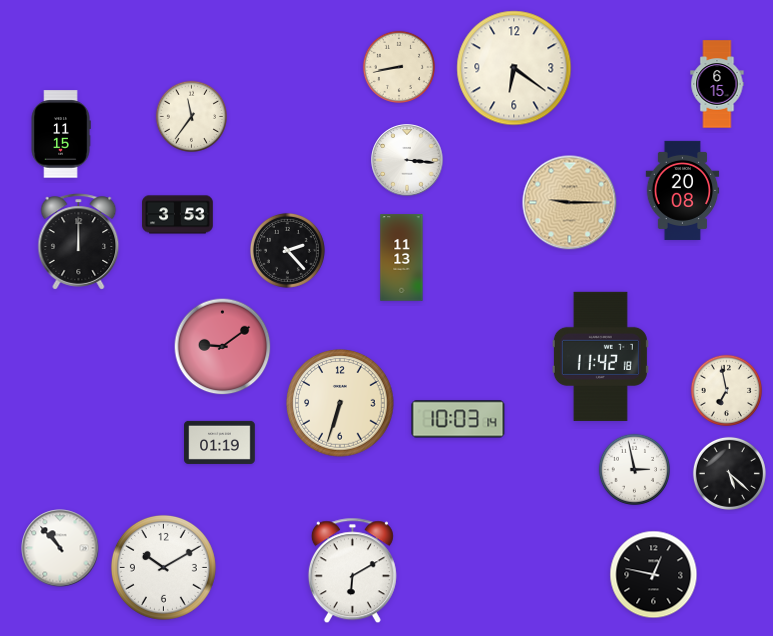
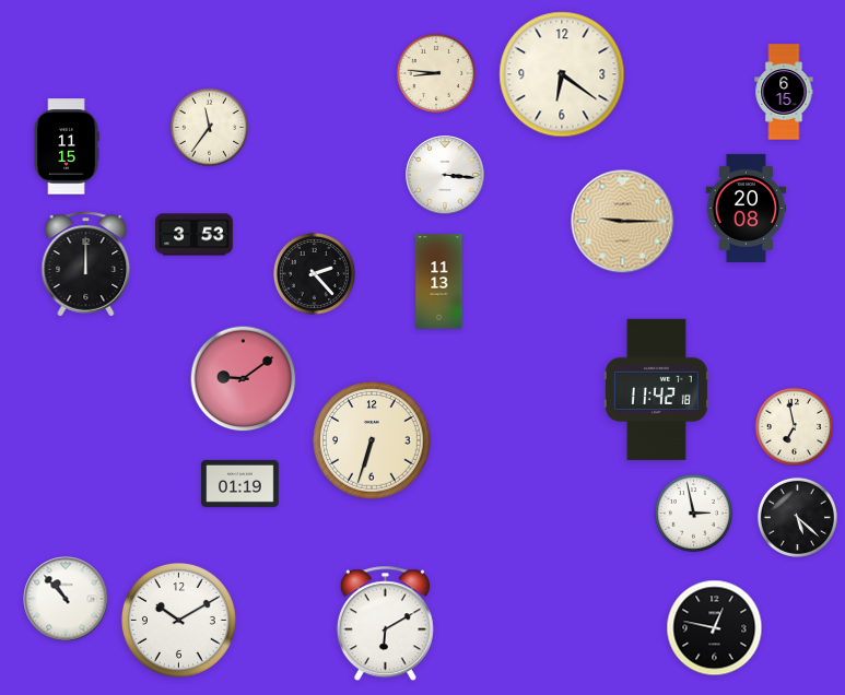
clock at (399, 67): 8:43 -> 8:46
clock at (458, 419): 10:03 -> none
